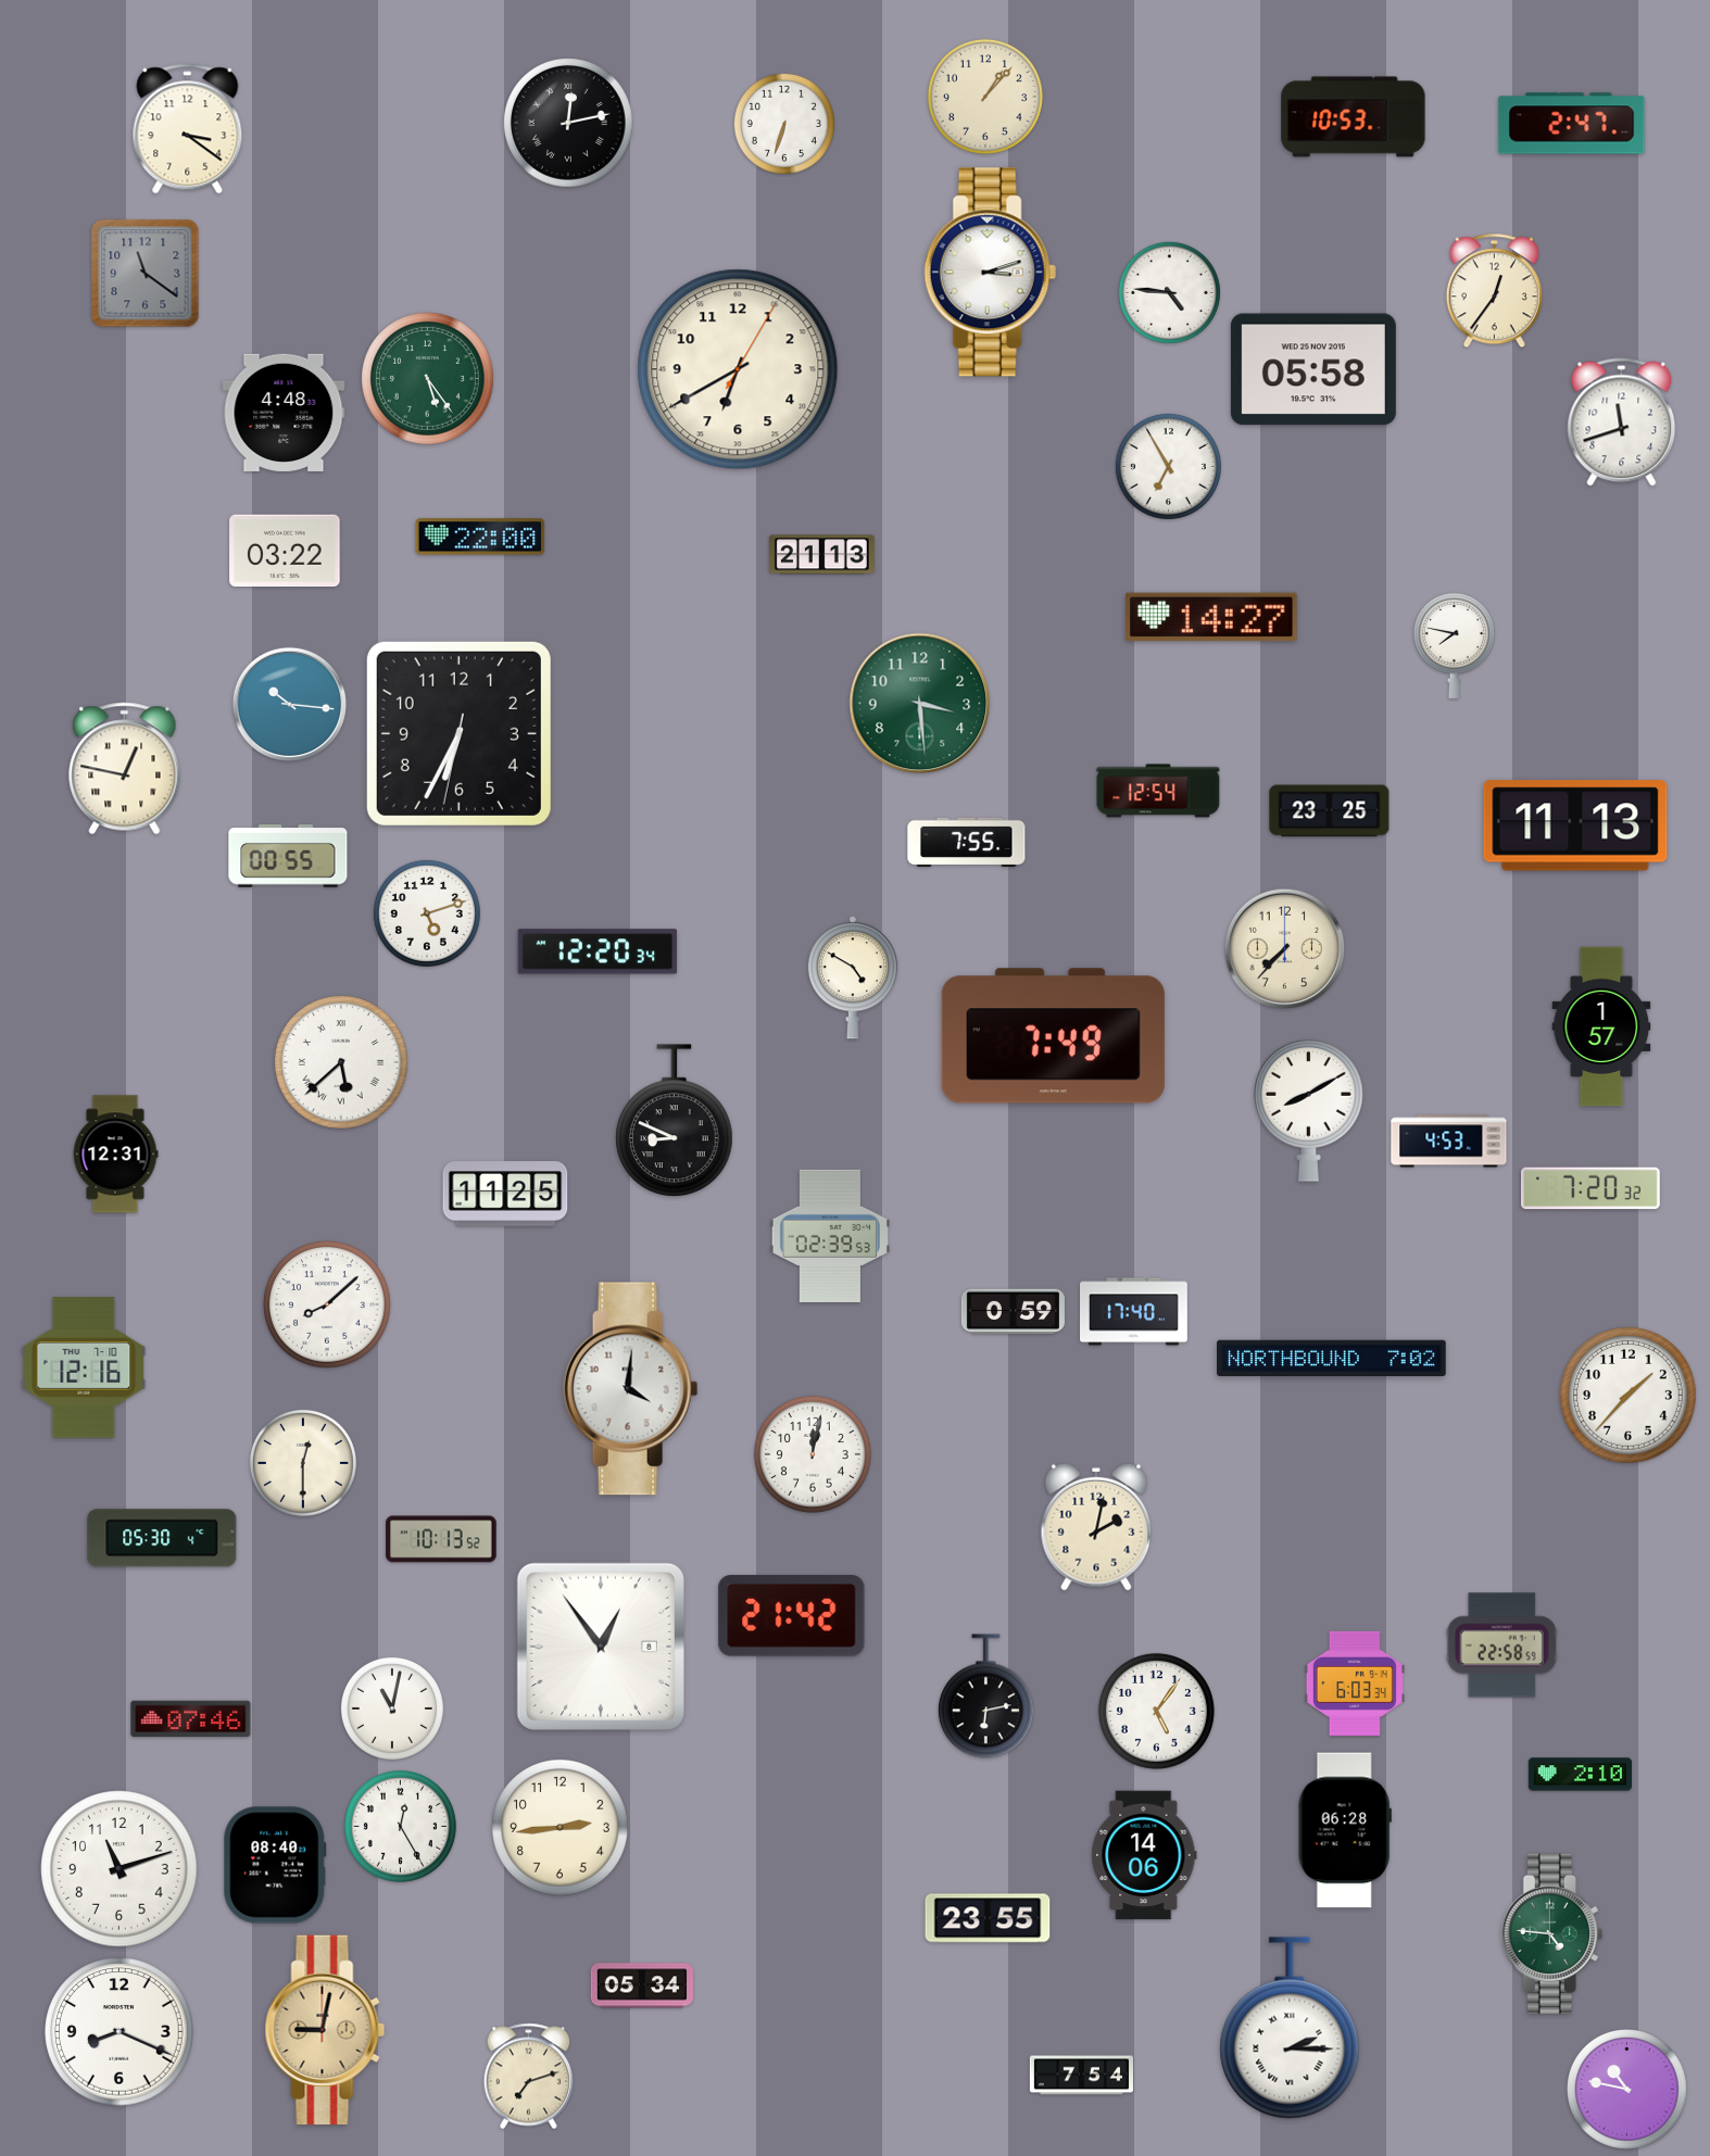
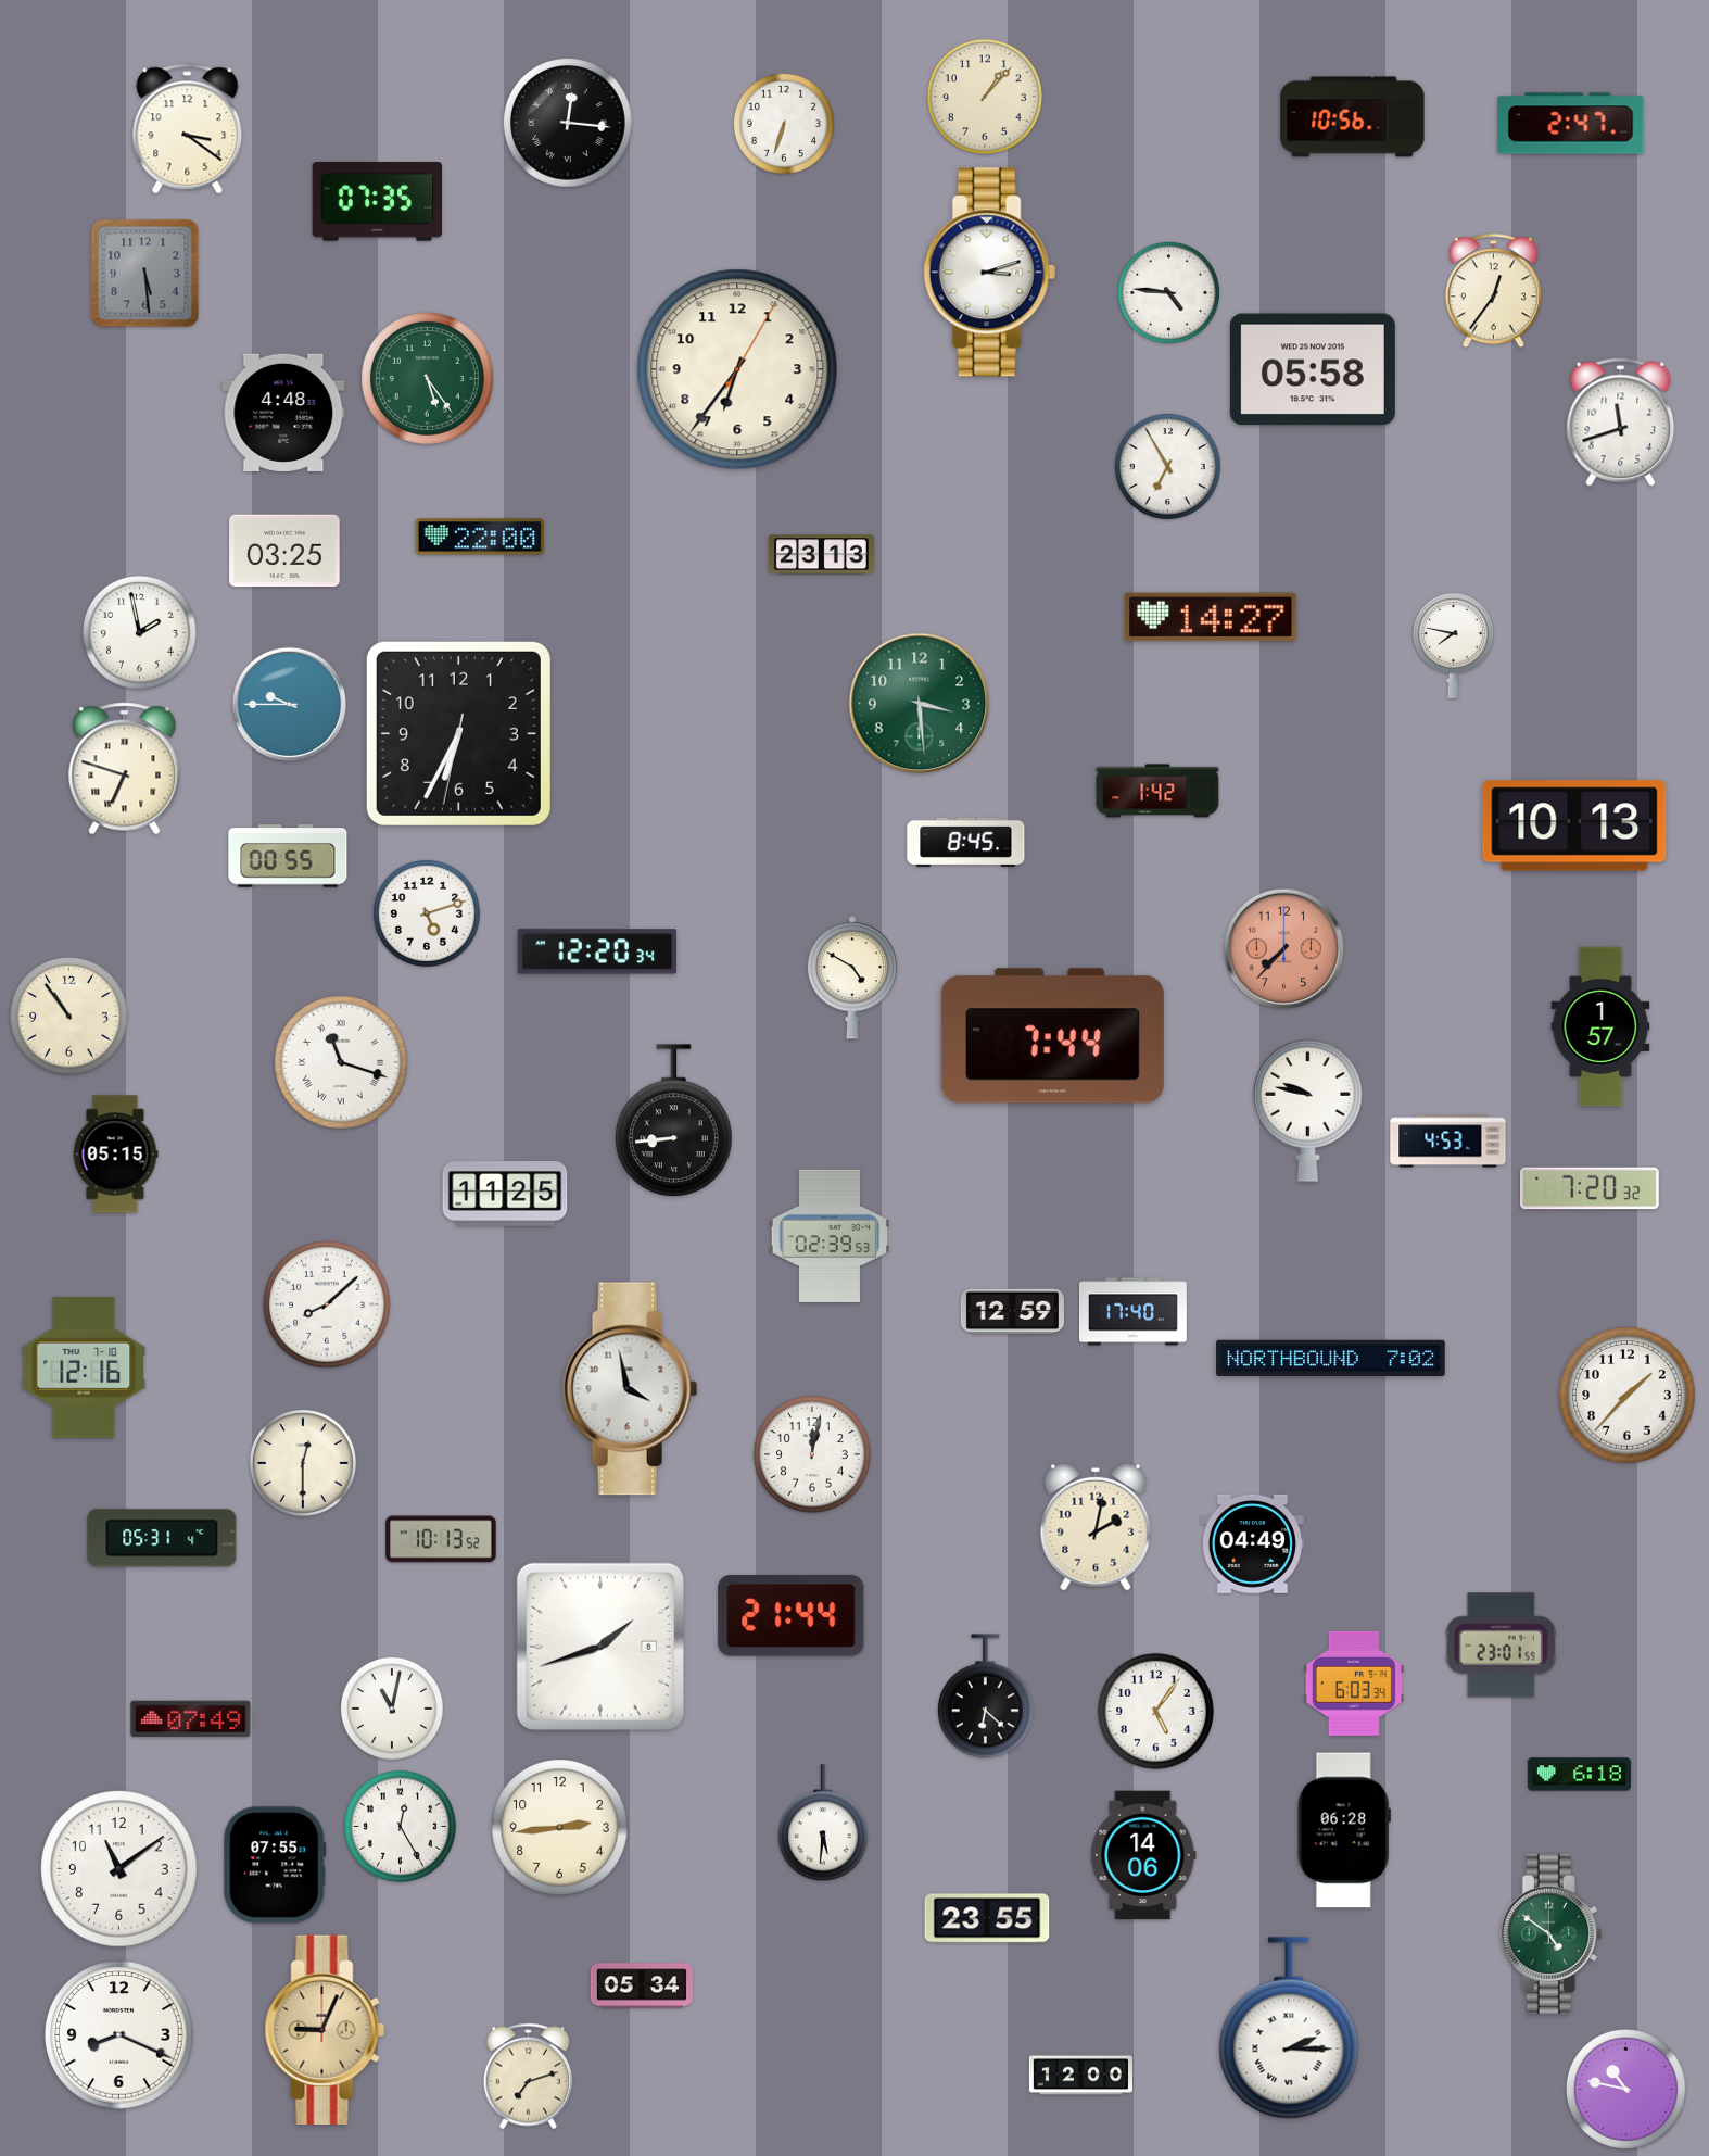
clock at (1354, 117): 10:53 -> 10:56
clock at (569, 124): 12:13 -> 12:16
clock at (378, 202): none -> 07:35
clock at (146, 274): 11:21 -> 5:29
clock at (738, 369): 6:40 -> 6:36
clock at (285, 551): 03:22 -> 03:25
clock at (821, 555): 21:13 -> 23:13
clock at (139, 632): none -> 1:58
clock at (289, 704): 10:16 -> 9:45
clock at (125, 769): 12:47 -> 6:48
clock at (1158, 791): 12:54 -> 1:42
clock at (1330, 811): 23:25 -> none
clock at (1575, 825): 11:13 -> 10:13
clock at (967, 842): 7:55 -> 8:45
clock at (1285, 949) dial: cream -> salmon
clock at (68, 1016): none -> 10:54
clock at (1053, 1036): 7:49 -> 7:44
clock at (342, 1063): 5:38 -> 11:18
clock at (1309, 1110): 8:10 -> 9:47
clock at (675, 1120): 8:49 -> 8:44
clock at (115, 1155): 12:31 -> 05:15
clock at (1013, 1312): 0:59 -> 12:59
clock at (631, 1389): 4:01 -> 3:58
clock at (162, 1538): 05:30 -> 05:31
clock at (1252, 1543): none -> 04:49
clock at (792, 1616): 21:42 -> 21:44
clock at (1501, 1646): 22:58 -> 23:01
clock at (601, 1647): 12:54 -> 1:42
clock at (985, 1697): 6:13 -> 6:22
clock at (191, 1719): 07:46 -> 07:49
clock at (1580, 1775): 2:10 -> 6:18
clock at (823, 1824): none -> 5:31
clock at (275, 1865): 08:40 -> 07:55
clock at (120, 1869): 11:12 -> 11:09
clock at (1551, 1933): 4:46 -> 4:51
clock at (325, 2029): 9:02 -> 9:04
clock at (120, 2032) position: (120, 2032) -> (119, 2035)
clock at (1081, 2076): 7:54 -> 12:00
